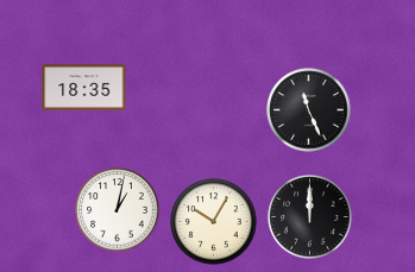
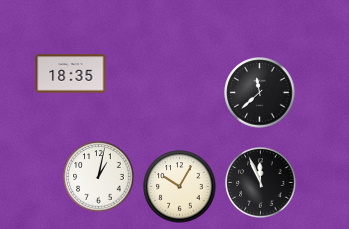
clock at (309, 110): 11:26 -> 11:38
clock at (310, 217): 12:00 -> 11:56
